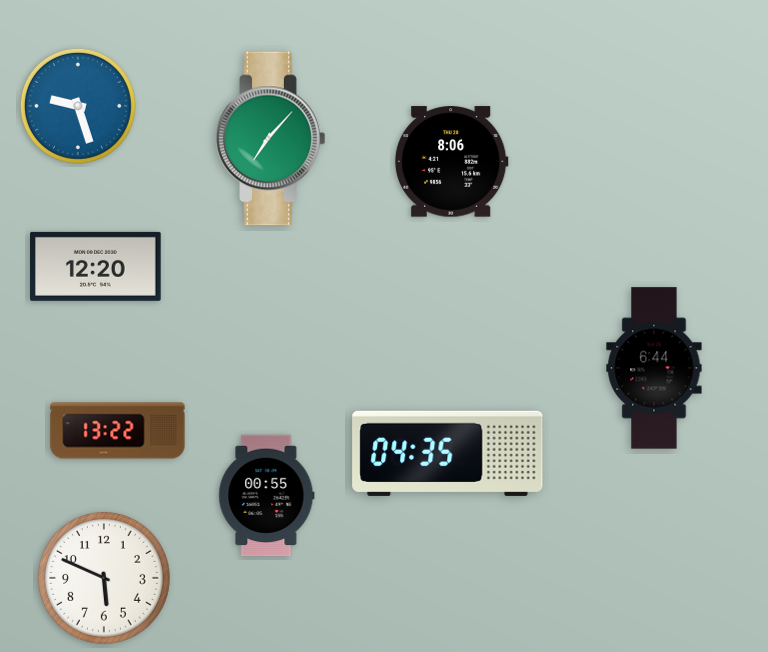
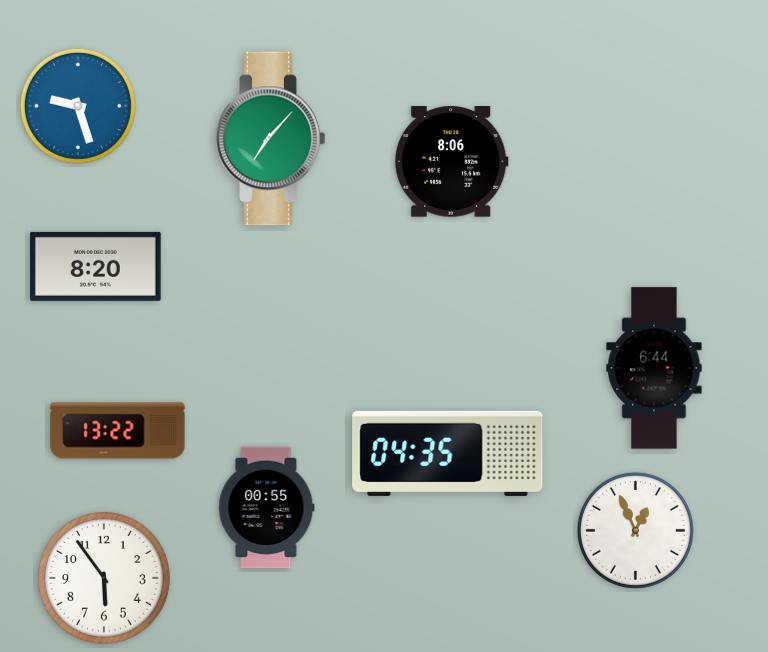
clock at (96, 266): 12:20 -> 8:20
clock at (267, 496) position: (267, 496) -> (267, 508)
clock at (635, 530): none -> 12:56
clock at (104, 578): 5:49 -> 5:54
